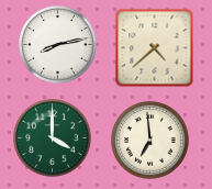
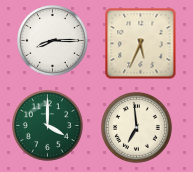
clock at (58, 45): 8:13 -> 8:15
clock at (155, 48): 4:38 -> 5:34
